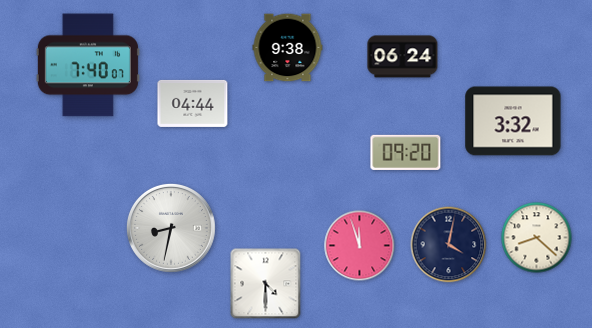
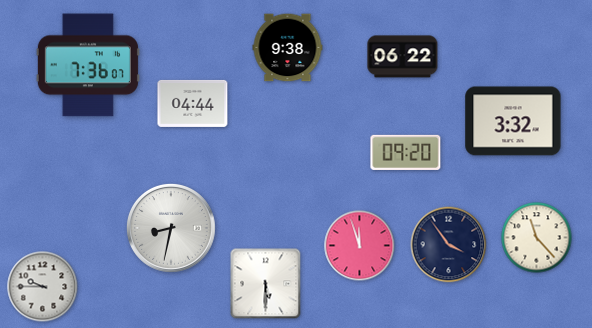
clock at (403, 57): 06:24 -> 06:22
clock at (88, 65): 7:40 -> 7:36
clock at (537, 238): 8:22 -> 11:23
clock at (449, 245): 4:02 -> 3:54
clock at (266, 284): 4:30 -> 5:30
clock at (43, 287): none -> 9:45
